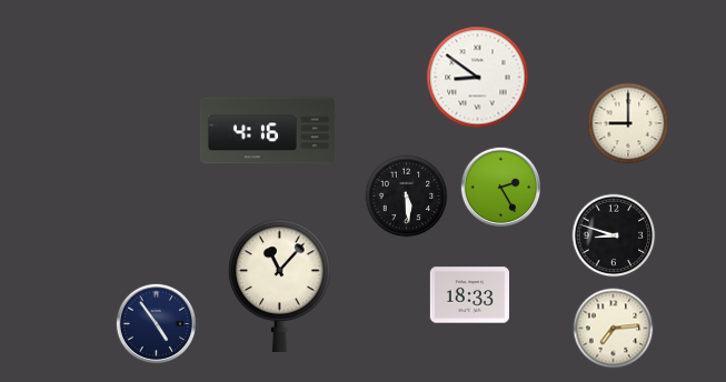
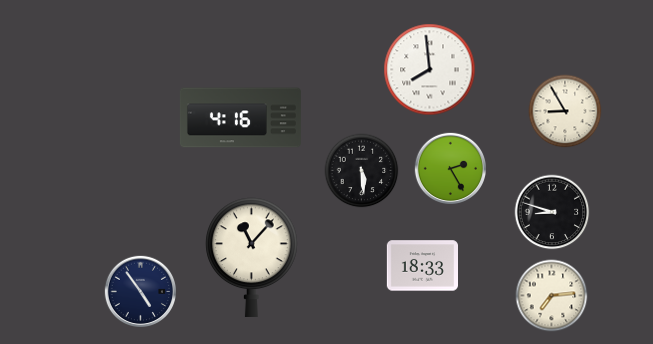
clock at (478, 78): 8:51 -> 7:59
clock at (628, 123): 9:00 -> 8:55
clock at (407, 197) position: (407, 197) -> (362, 171)
